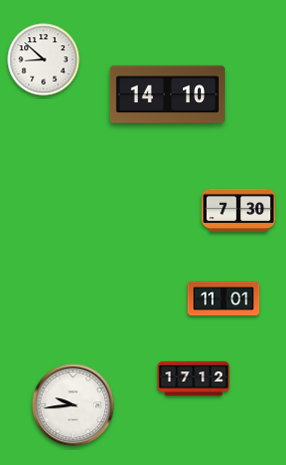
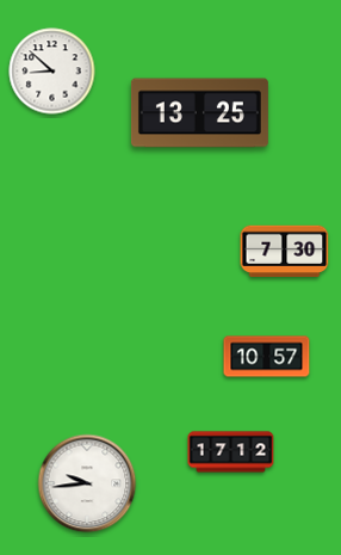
clock at (167, 95): 14:10 -> 13:25
clock at (224, 299): 11:01 -> 10:57
